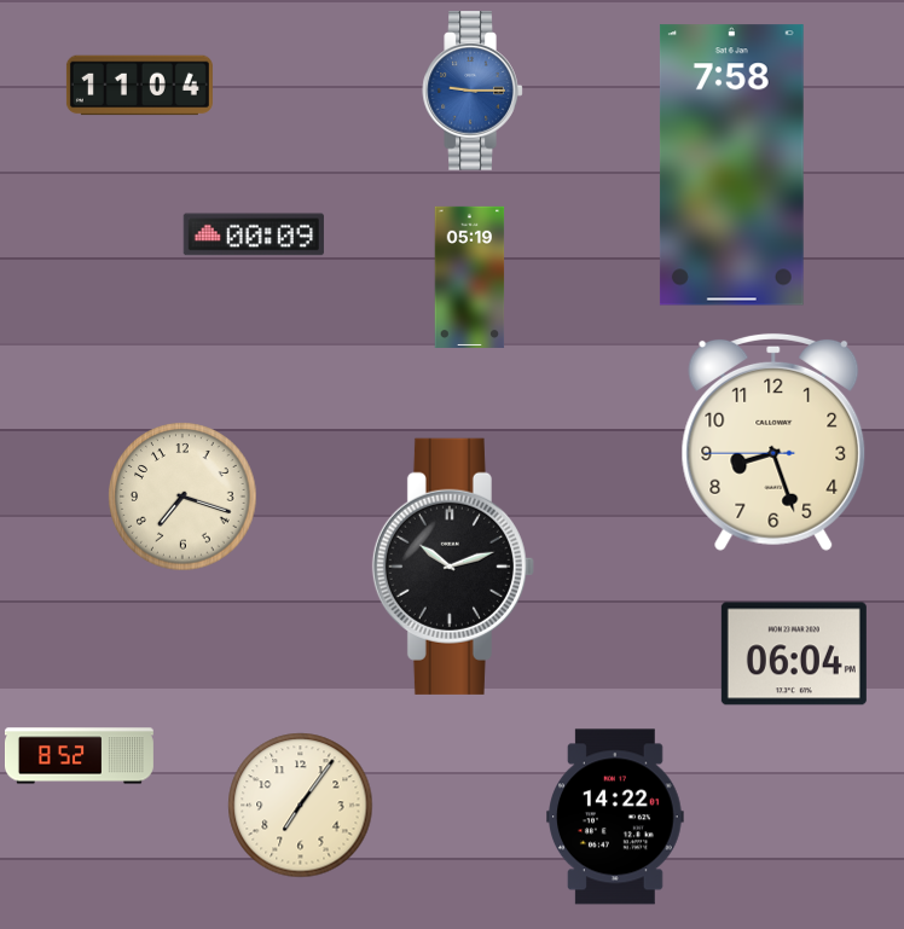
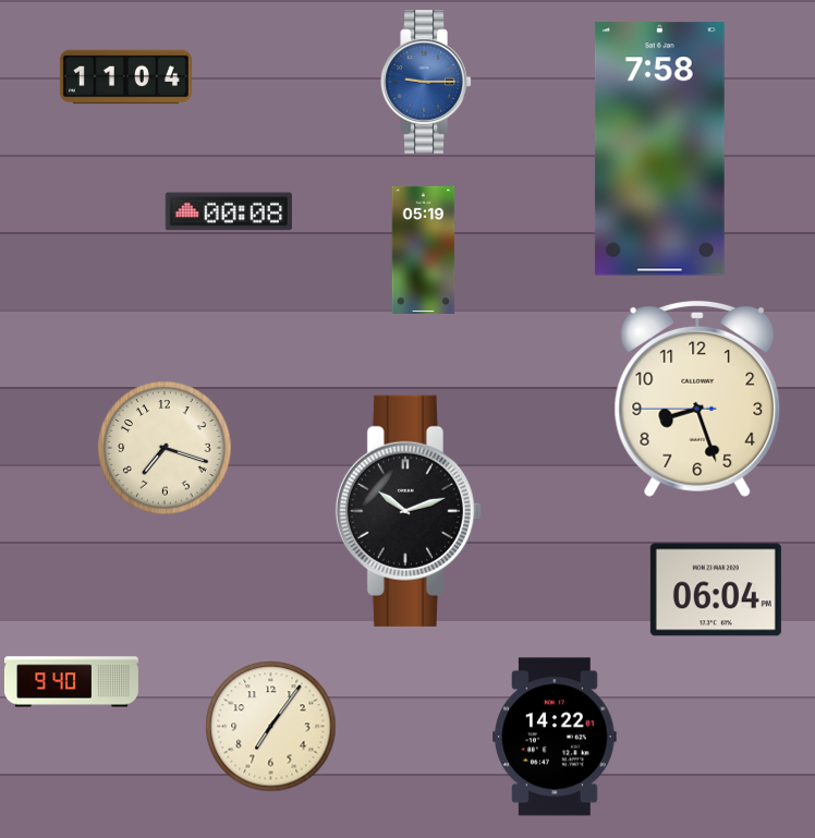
clock at (254, 234): 00:09 -> 00:08
clock at (79, 756): 8:52 -> 9:40
